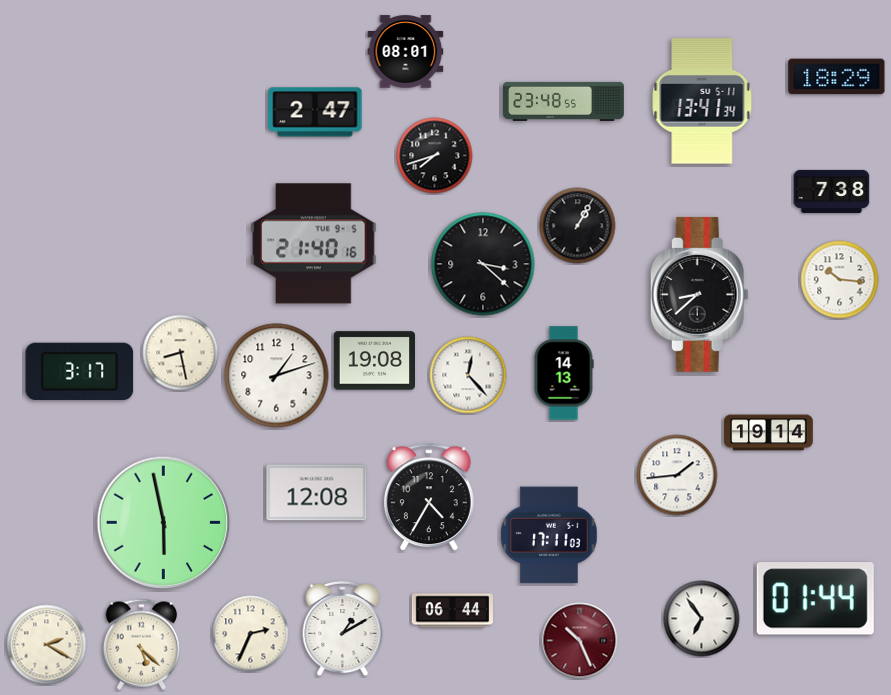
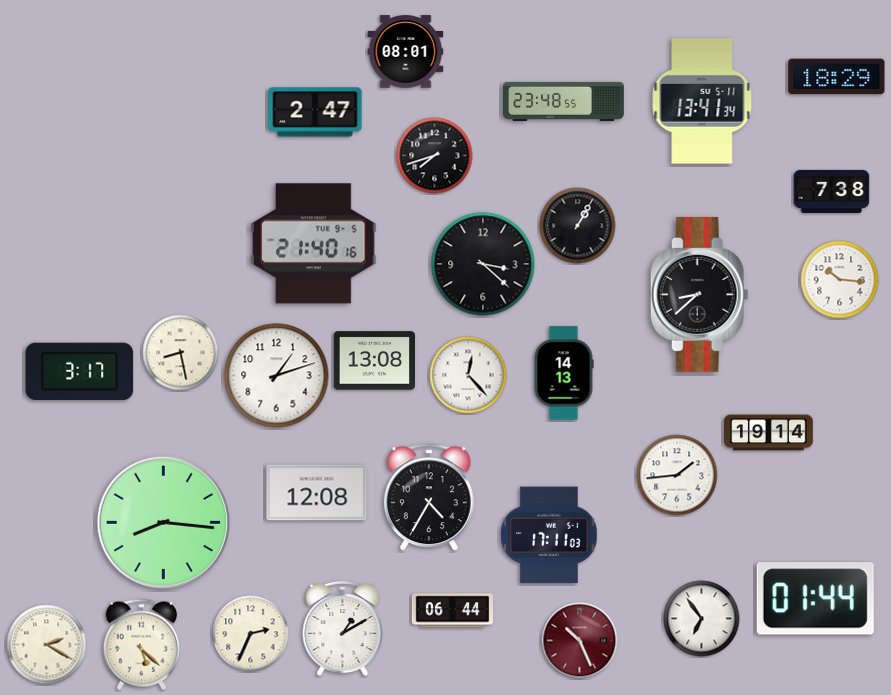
clock at (374, 361): 19:08 -> 13:08
clock at (164, 523): 5:58 -> 8:16
